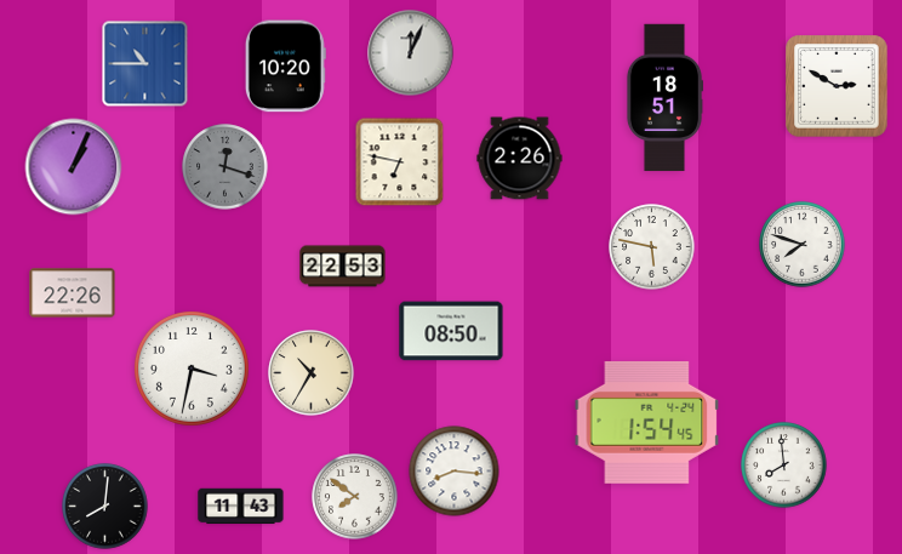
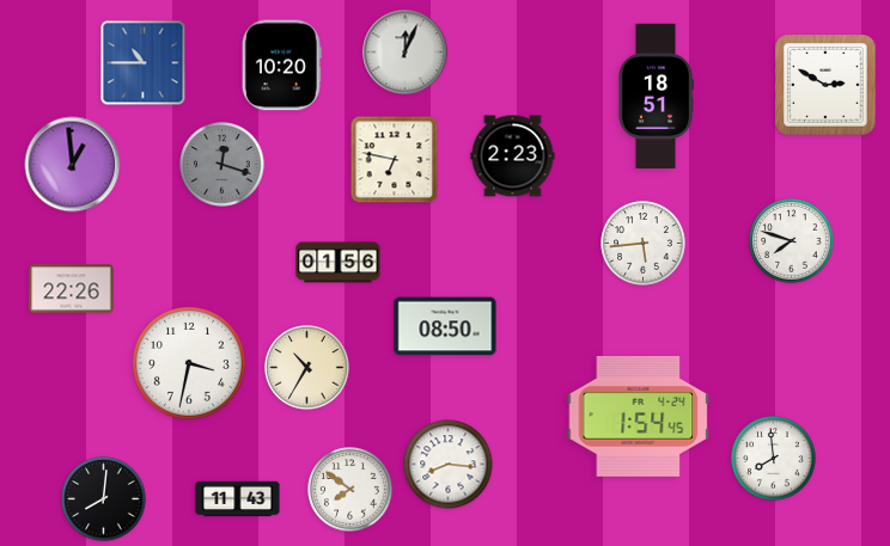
clock at (520, 159): 2:26 -> 2:23
clock at (74, 167): 1:04 -> 12:59
clock at (652, 247): 5:47 -> 5:44
clock at (343, 267): 22:53 -> 01:56
